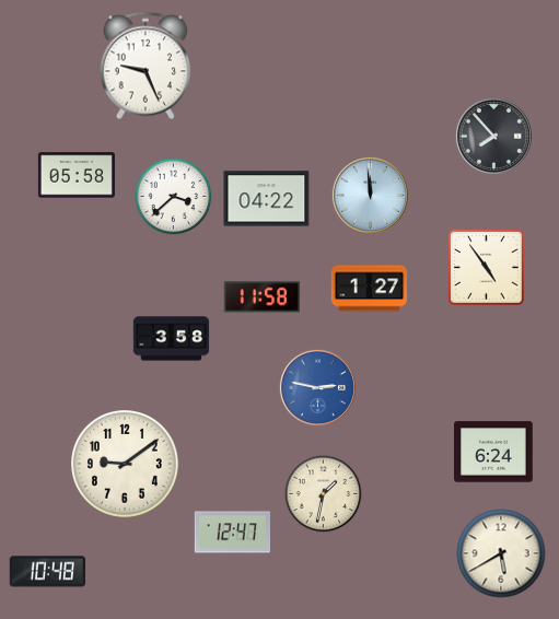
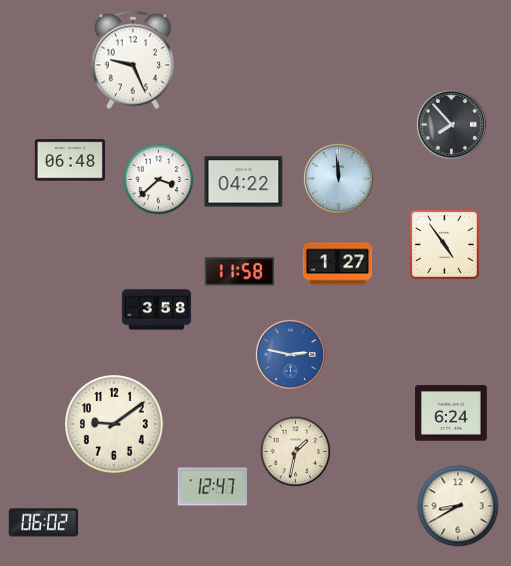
clock at (77, 175): 05:58 -> 06:48
clock at (501, 553): 5:40 -> 8:40
clock at (47, 572): 10:48 -> 06:02
